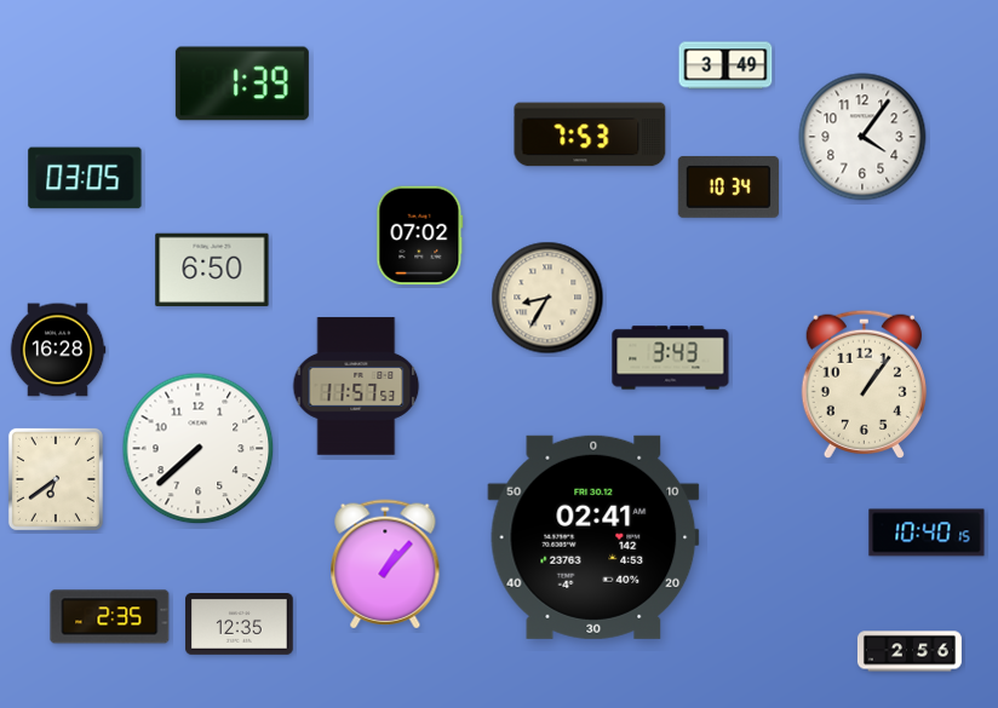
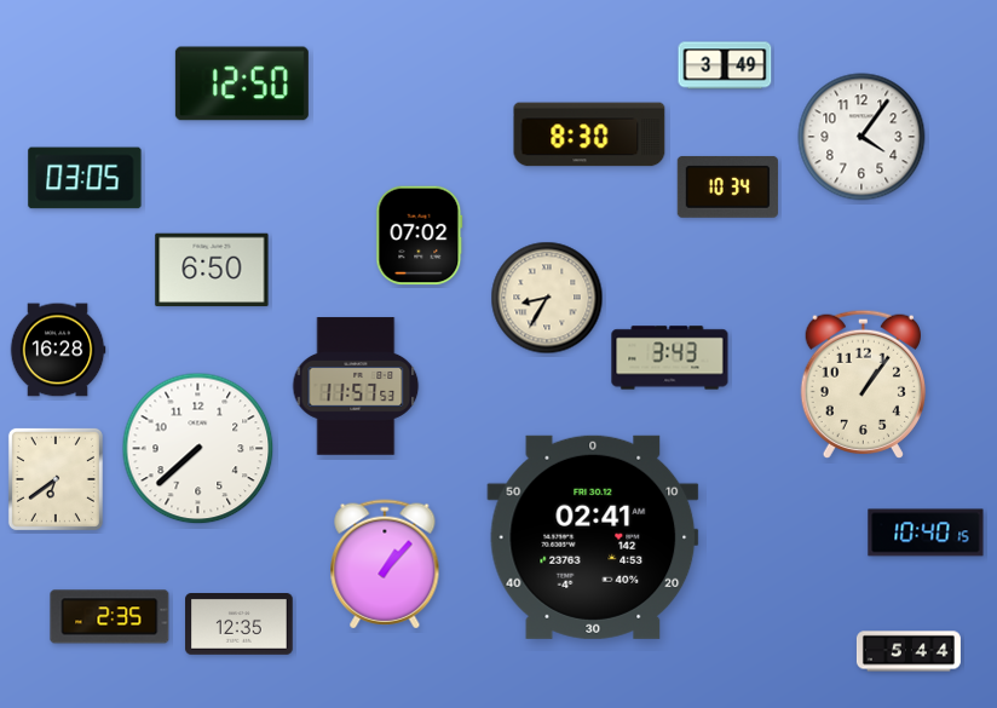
clock at (242, 84): 1:39 -> 12:50
clock at (590, 134): 7:53 -> 8:30
clock at (910, 651): 2:56 -> 5:44
